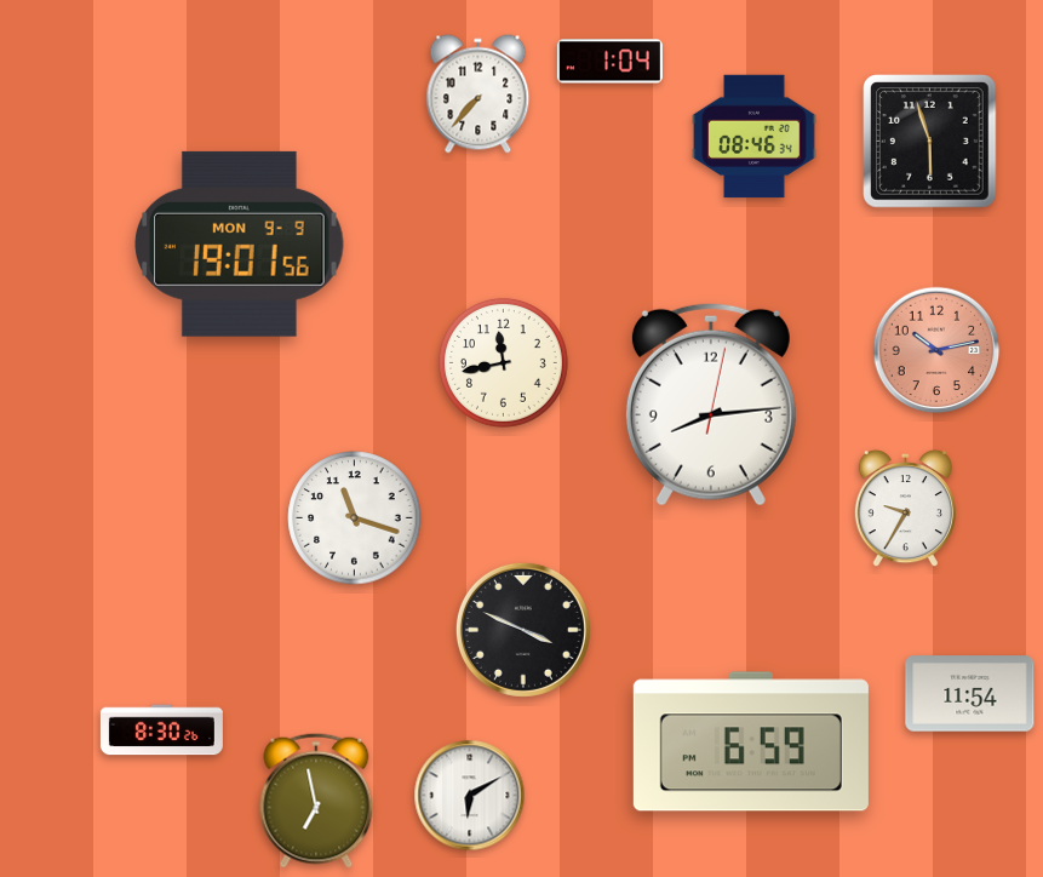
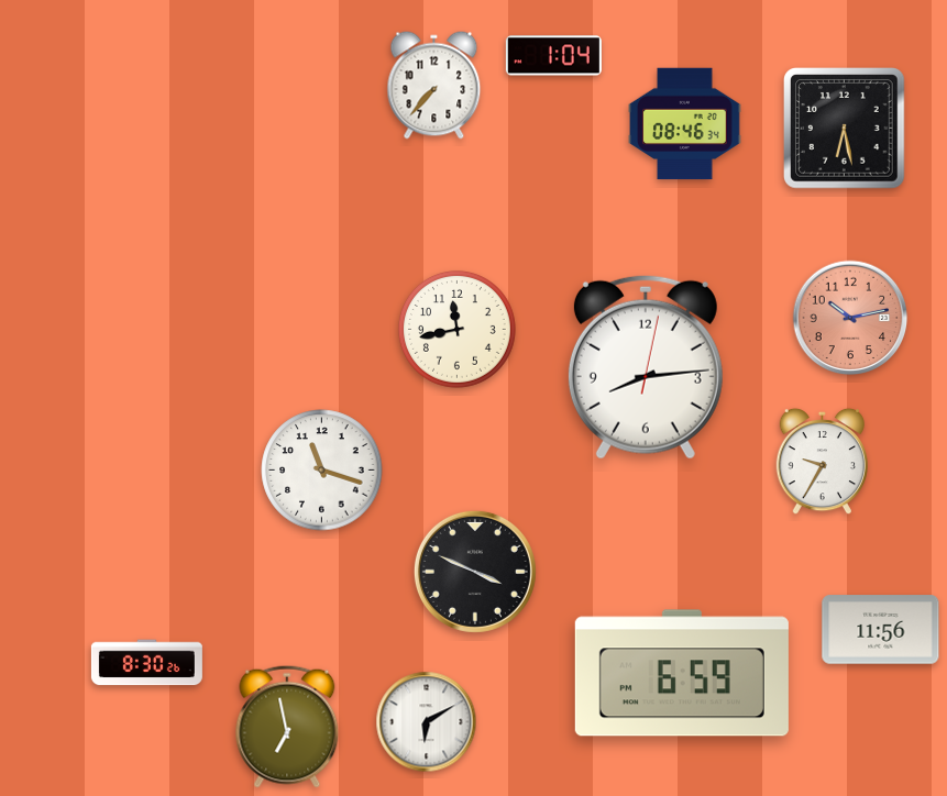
clock at (930, 142): 5:57 -> 6:28
clock at (240, 243): 19:01 -> none
clock at (970, 694): 11:54 -> 11:56
